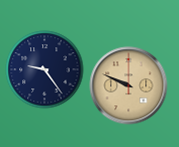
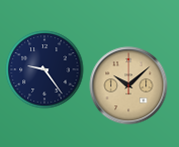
clock at (128, 85): 9:49 -> 10:08
